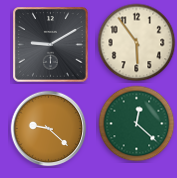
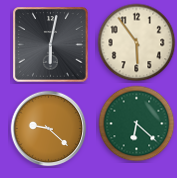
clock at (51, 45): 9:10 -> 6:02
clock at (137, 124): 12:22 -> 6:22
